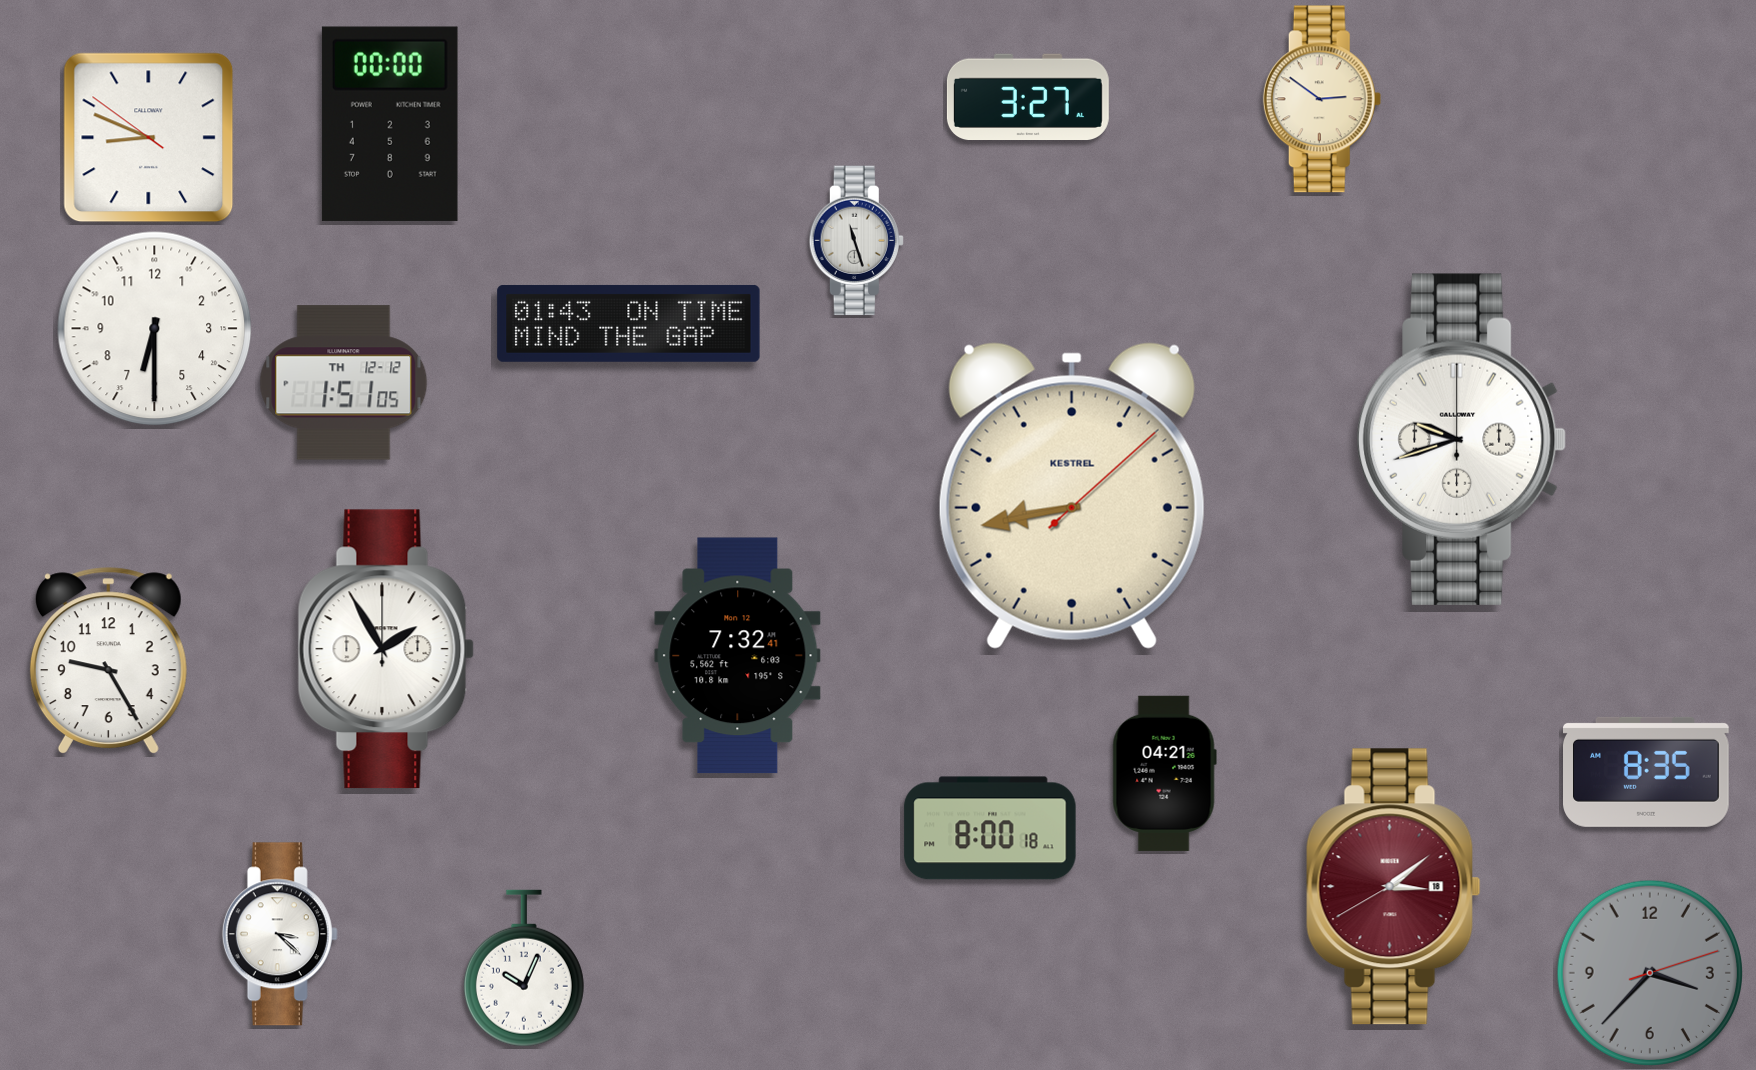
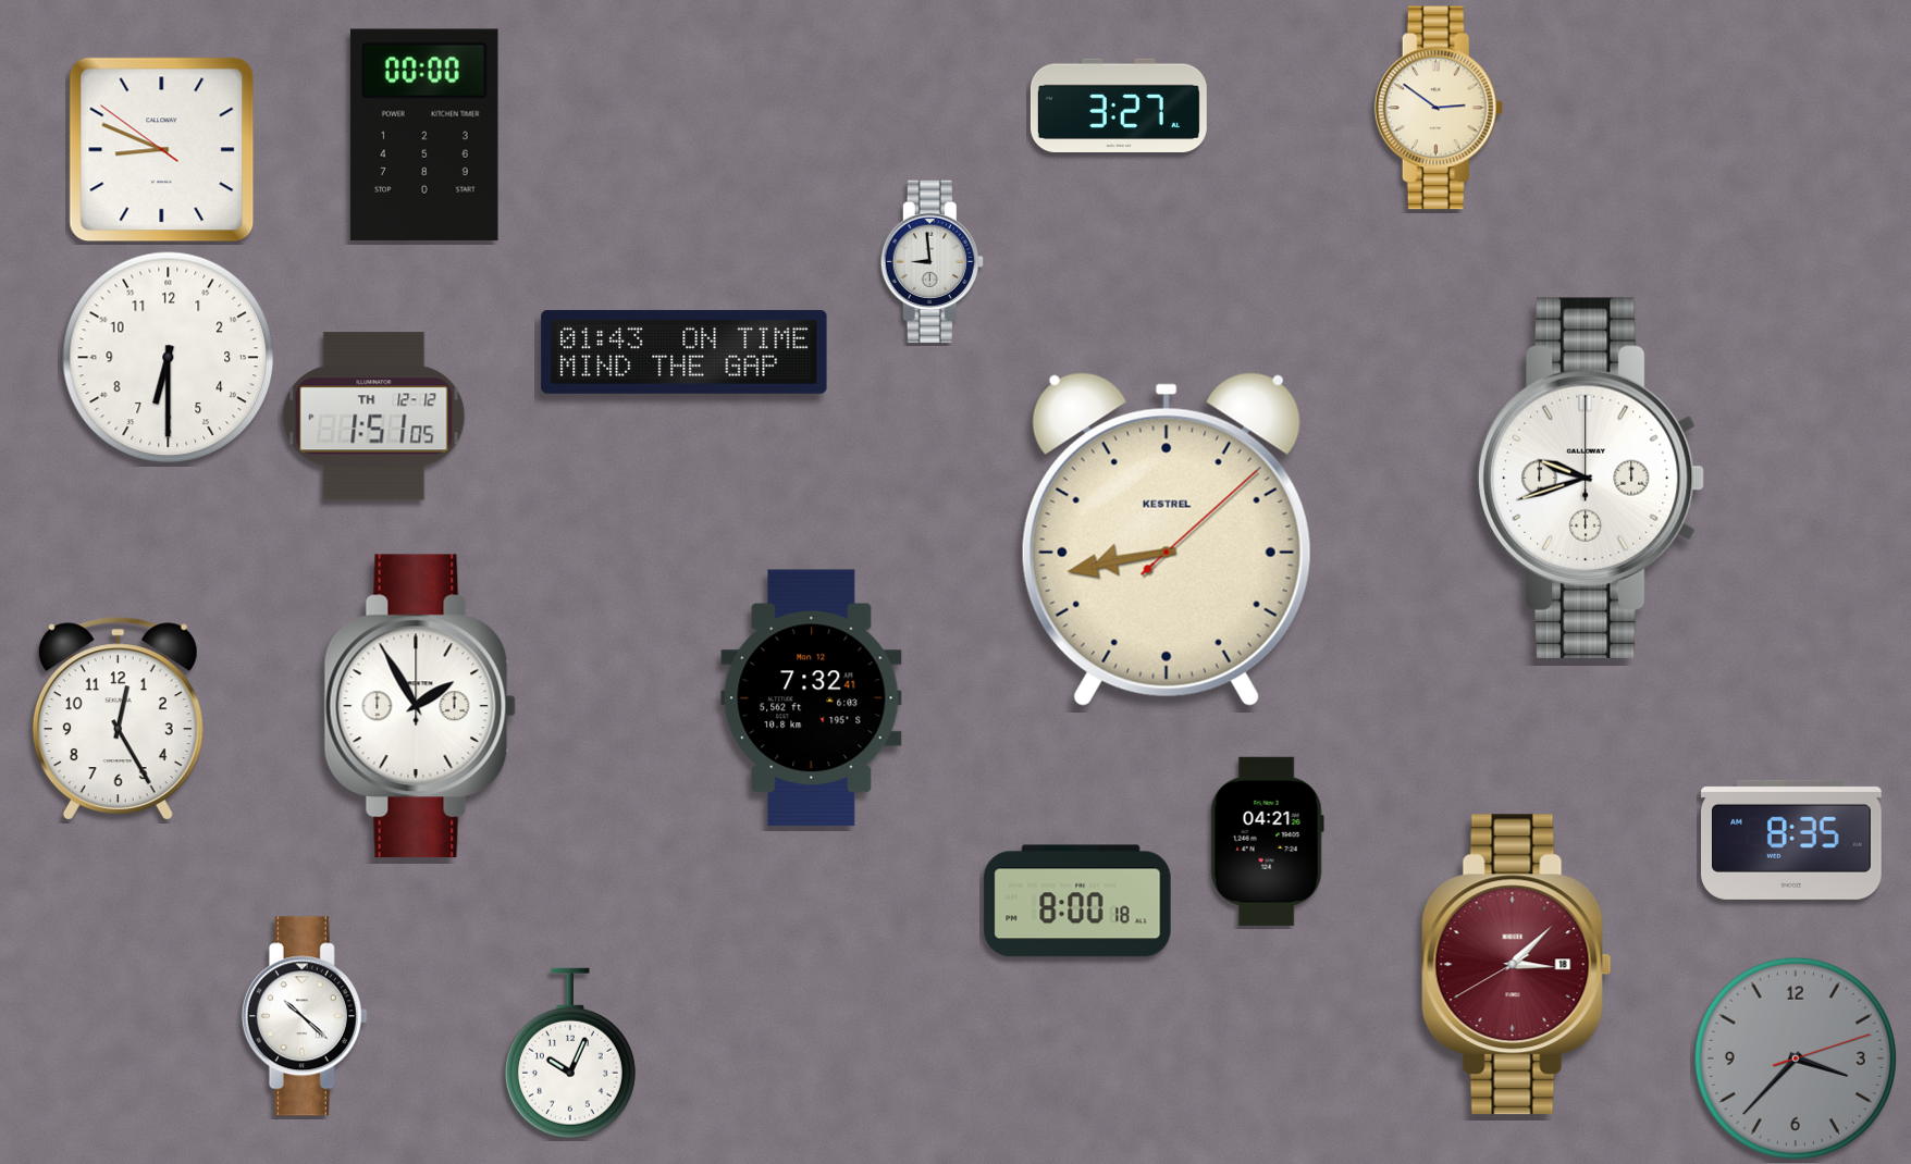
clock at (856, 241): 11:27 -> 8:59
clock at (738, 656) position: (738, 656) -> (812, 698)
clock at (108, 660): 9:25 -> 12:25
clock at (1393, 887): 3:08 -> 3:07
clock at (280, 934): 3:22 -> 10:22
